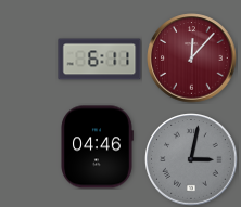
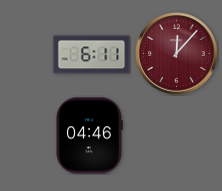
clock at (191, 159): 3:02 -> none
